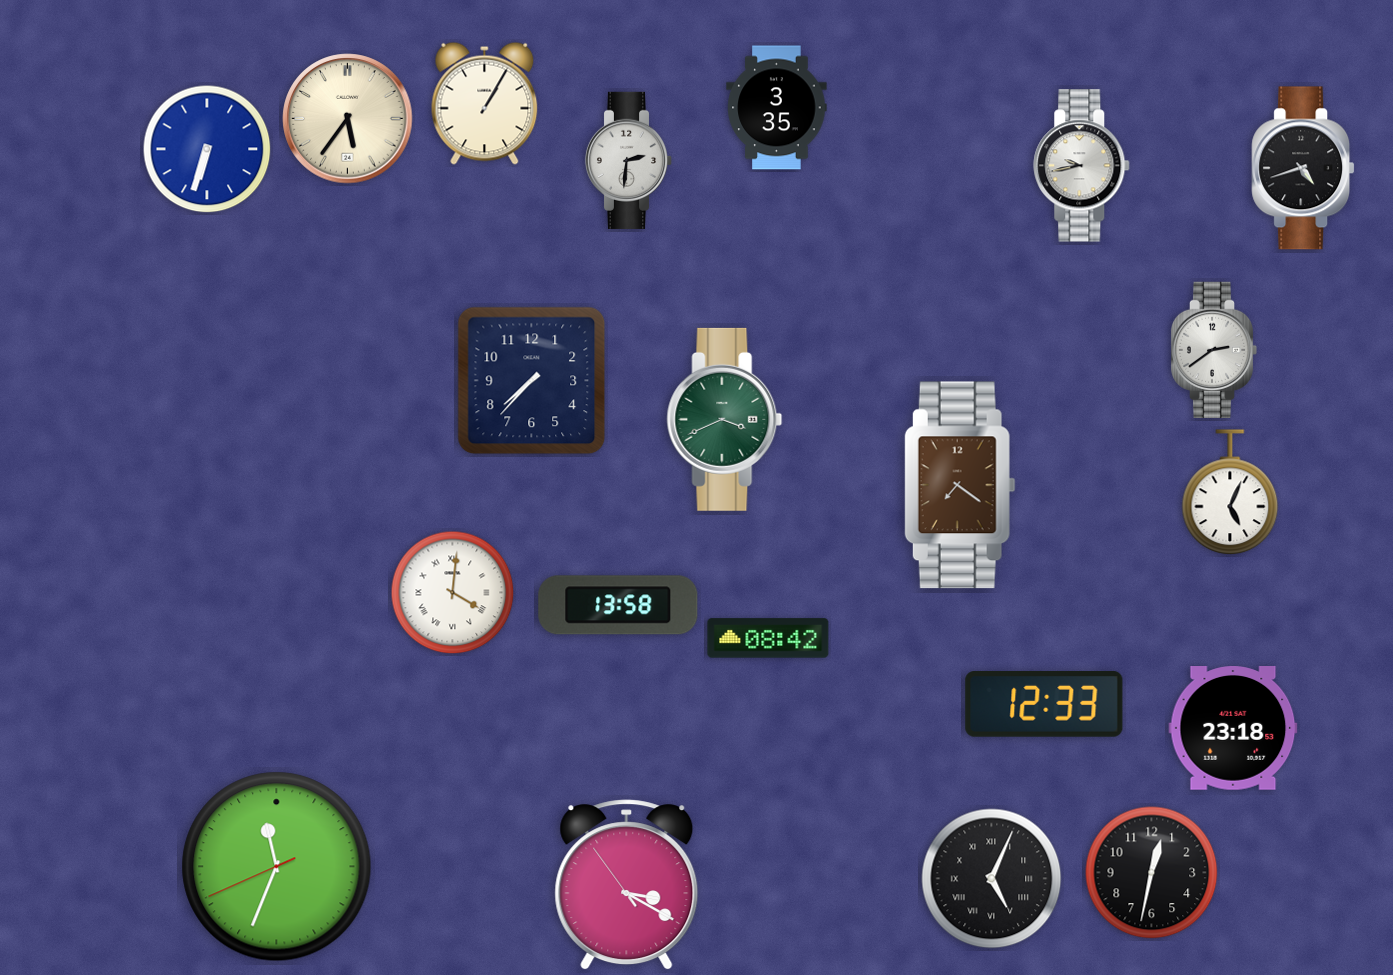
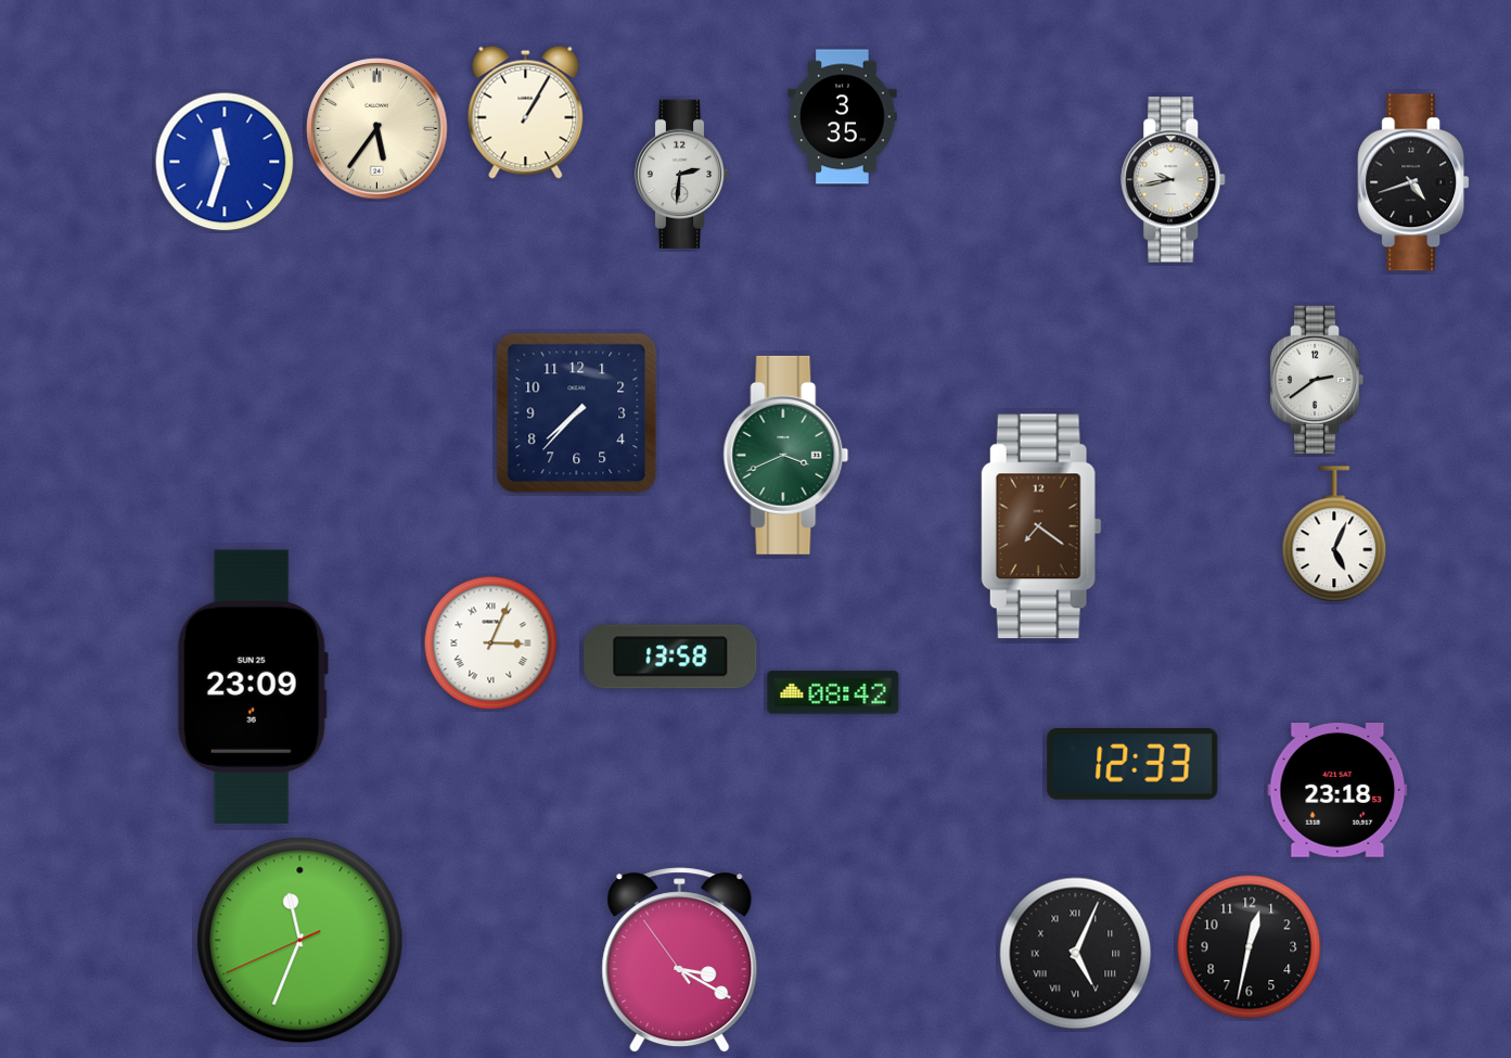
clock at (207, 149): 6:33 -> 11:33
clock at (453, 593): 4:01 -> 3:04
clock at (253, 686): none -> 23:09
